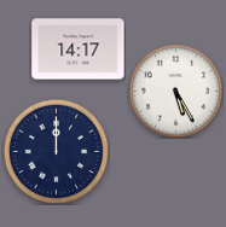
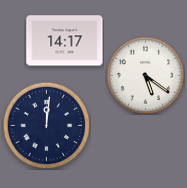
clock at (175, 91): 5:25 -> 5:21
clock at (56, 151): 12:00 -> 12:01
